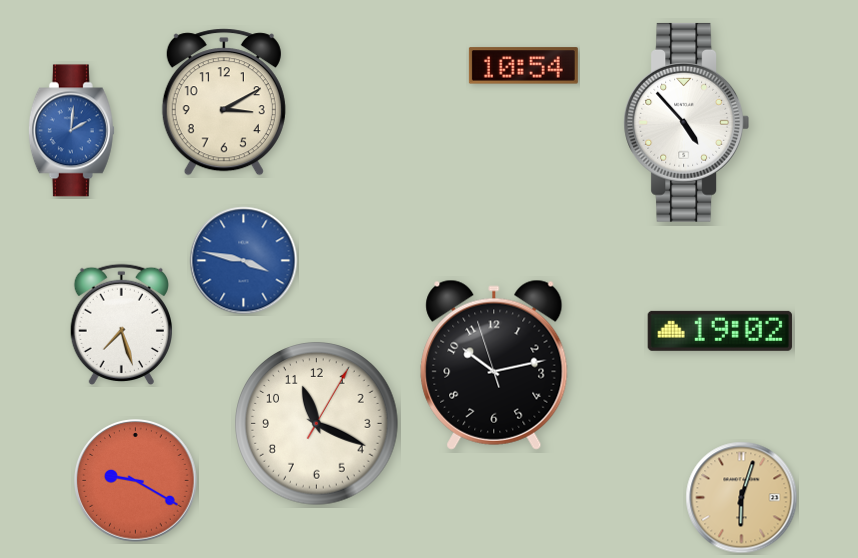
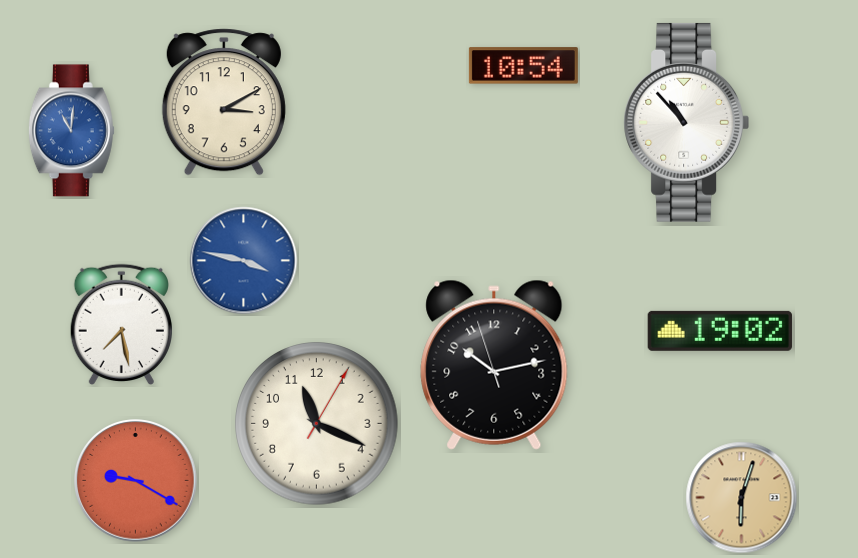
clock at (686, 122): 4:53 -> 10:53
clock at (71, 131): 2:01 -> 11:01
clock at (121, 324): 7:27 -> 7:28
